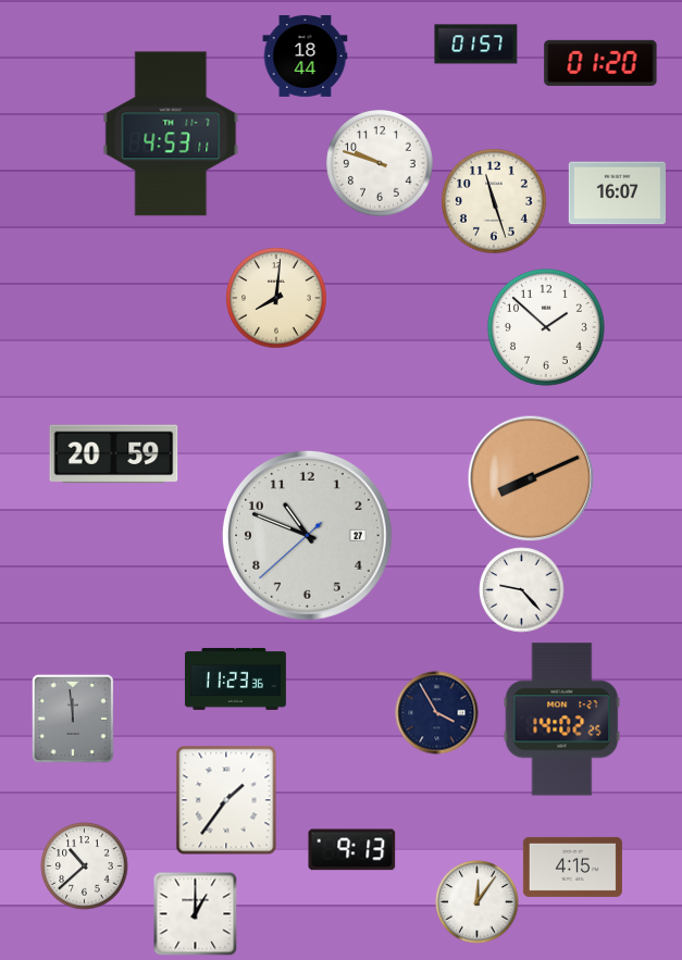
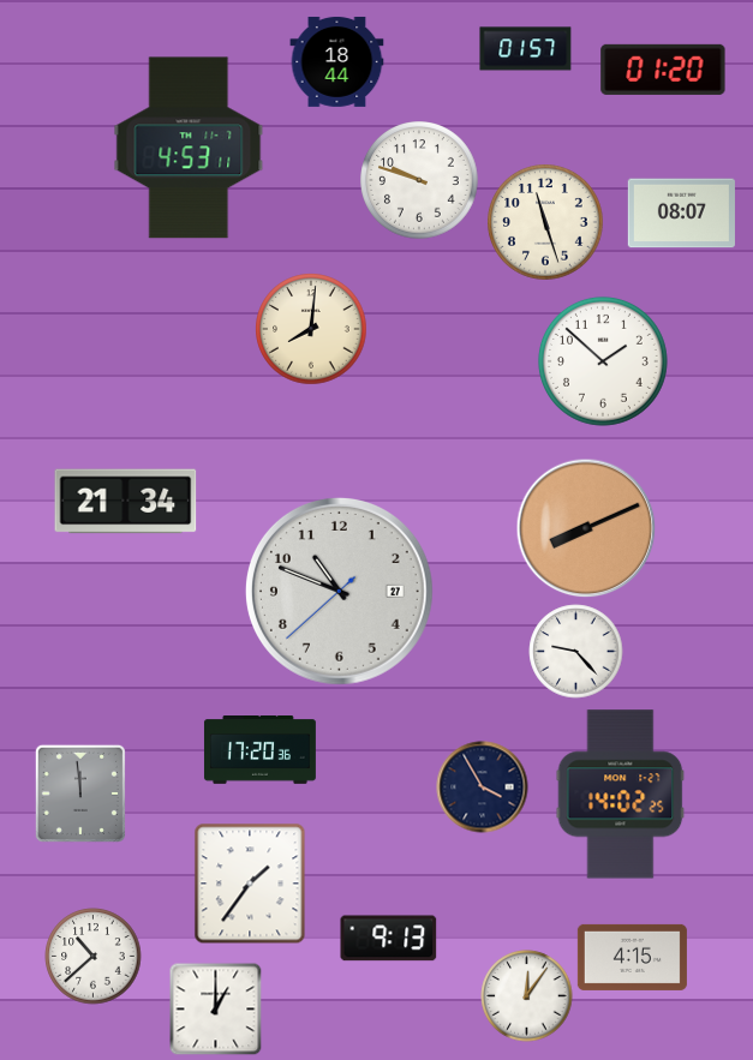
clock at (617, 194): 16:07 -> 08:07
clock at (276, 298) position: (276, 298) -> (311, 329)
clock at (114, 454): 20:59 -> 21:34
clock at (235, 680): 11:23 -> 17:20
